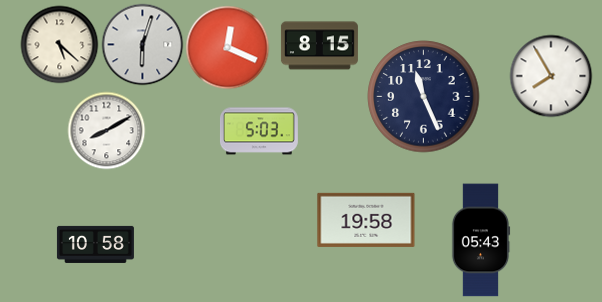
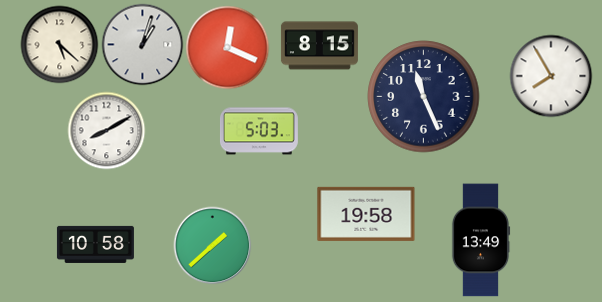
clock at (142, 44): 6:03 -> 1:03
clock at (366, 220) position: (366, 220) -> (366, 214)
clock at (481, 240): 05:43 -> 13:49
clock at (212, 245): none -> 1:38
